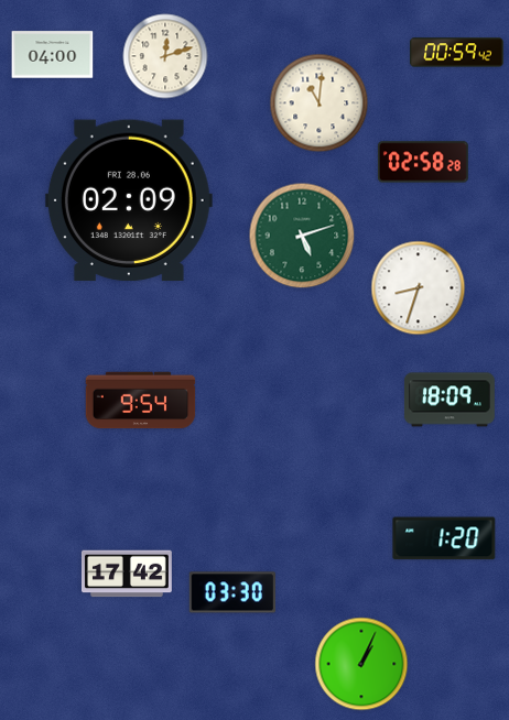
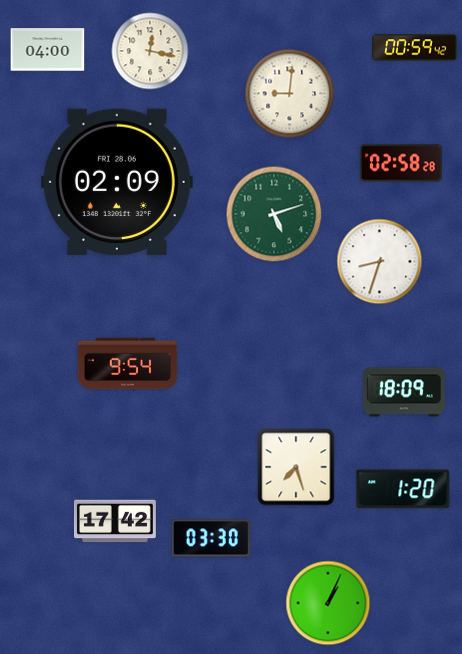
clock at (165, 56): 12:12 -> 12:17
clock at (320, 103): 11:01 -> 9:01
clock at (423, 162) position: (423, 162) -> (401, 163)
clock at (450, 400) position: (450, 400) -> (404, 392)
clock at (296, 467): none -> 7:27
